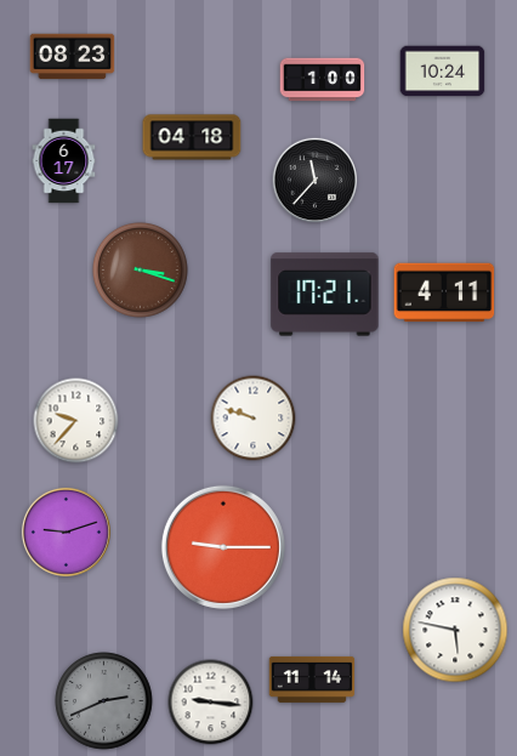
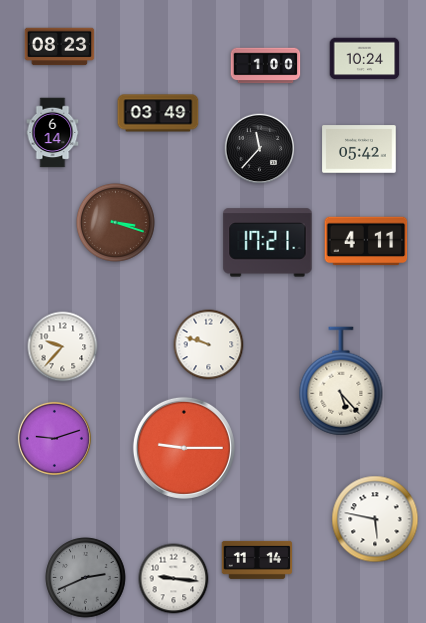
clock at (192, 137): 04:18 -> 03:49
clock at (64, 161): 6:17 -> 6:14
clock at (359, 149): none -> 05:42
clock at (341, 381): none -> 5:23
clock at (223, 547) position: (223, 547) -> (184, 448)
